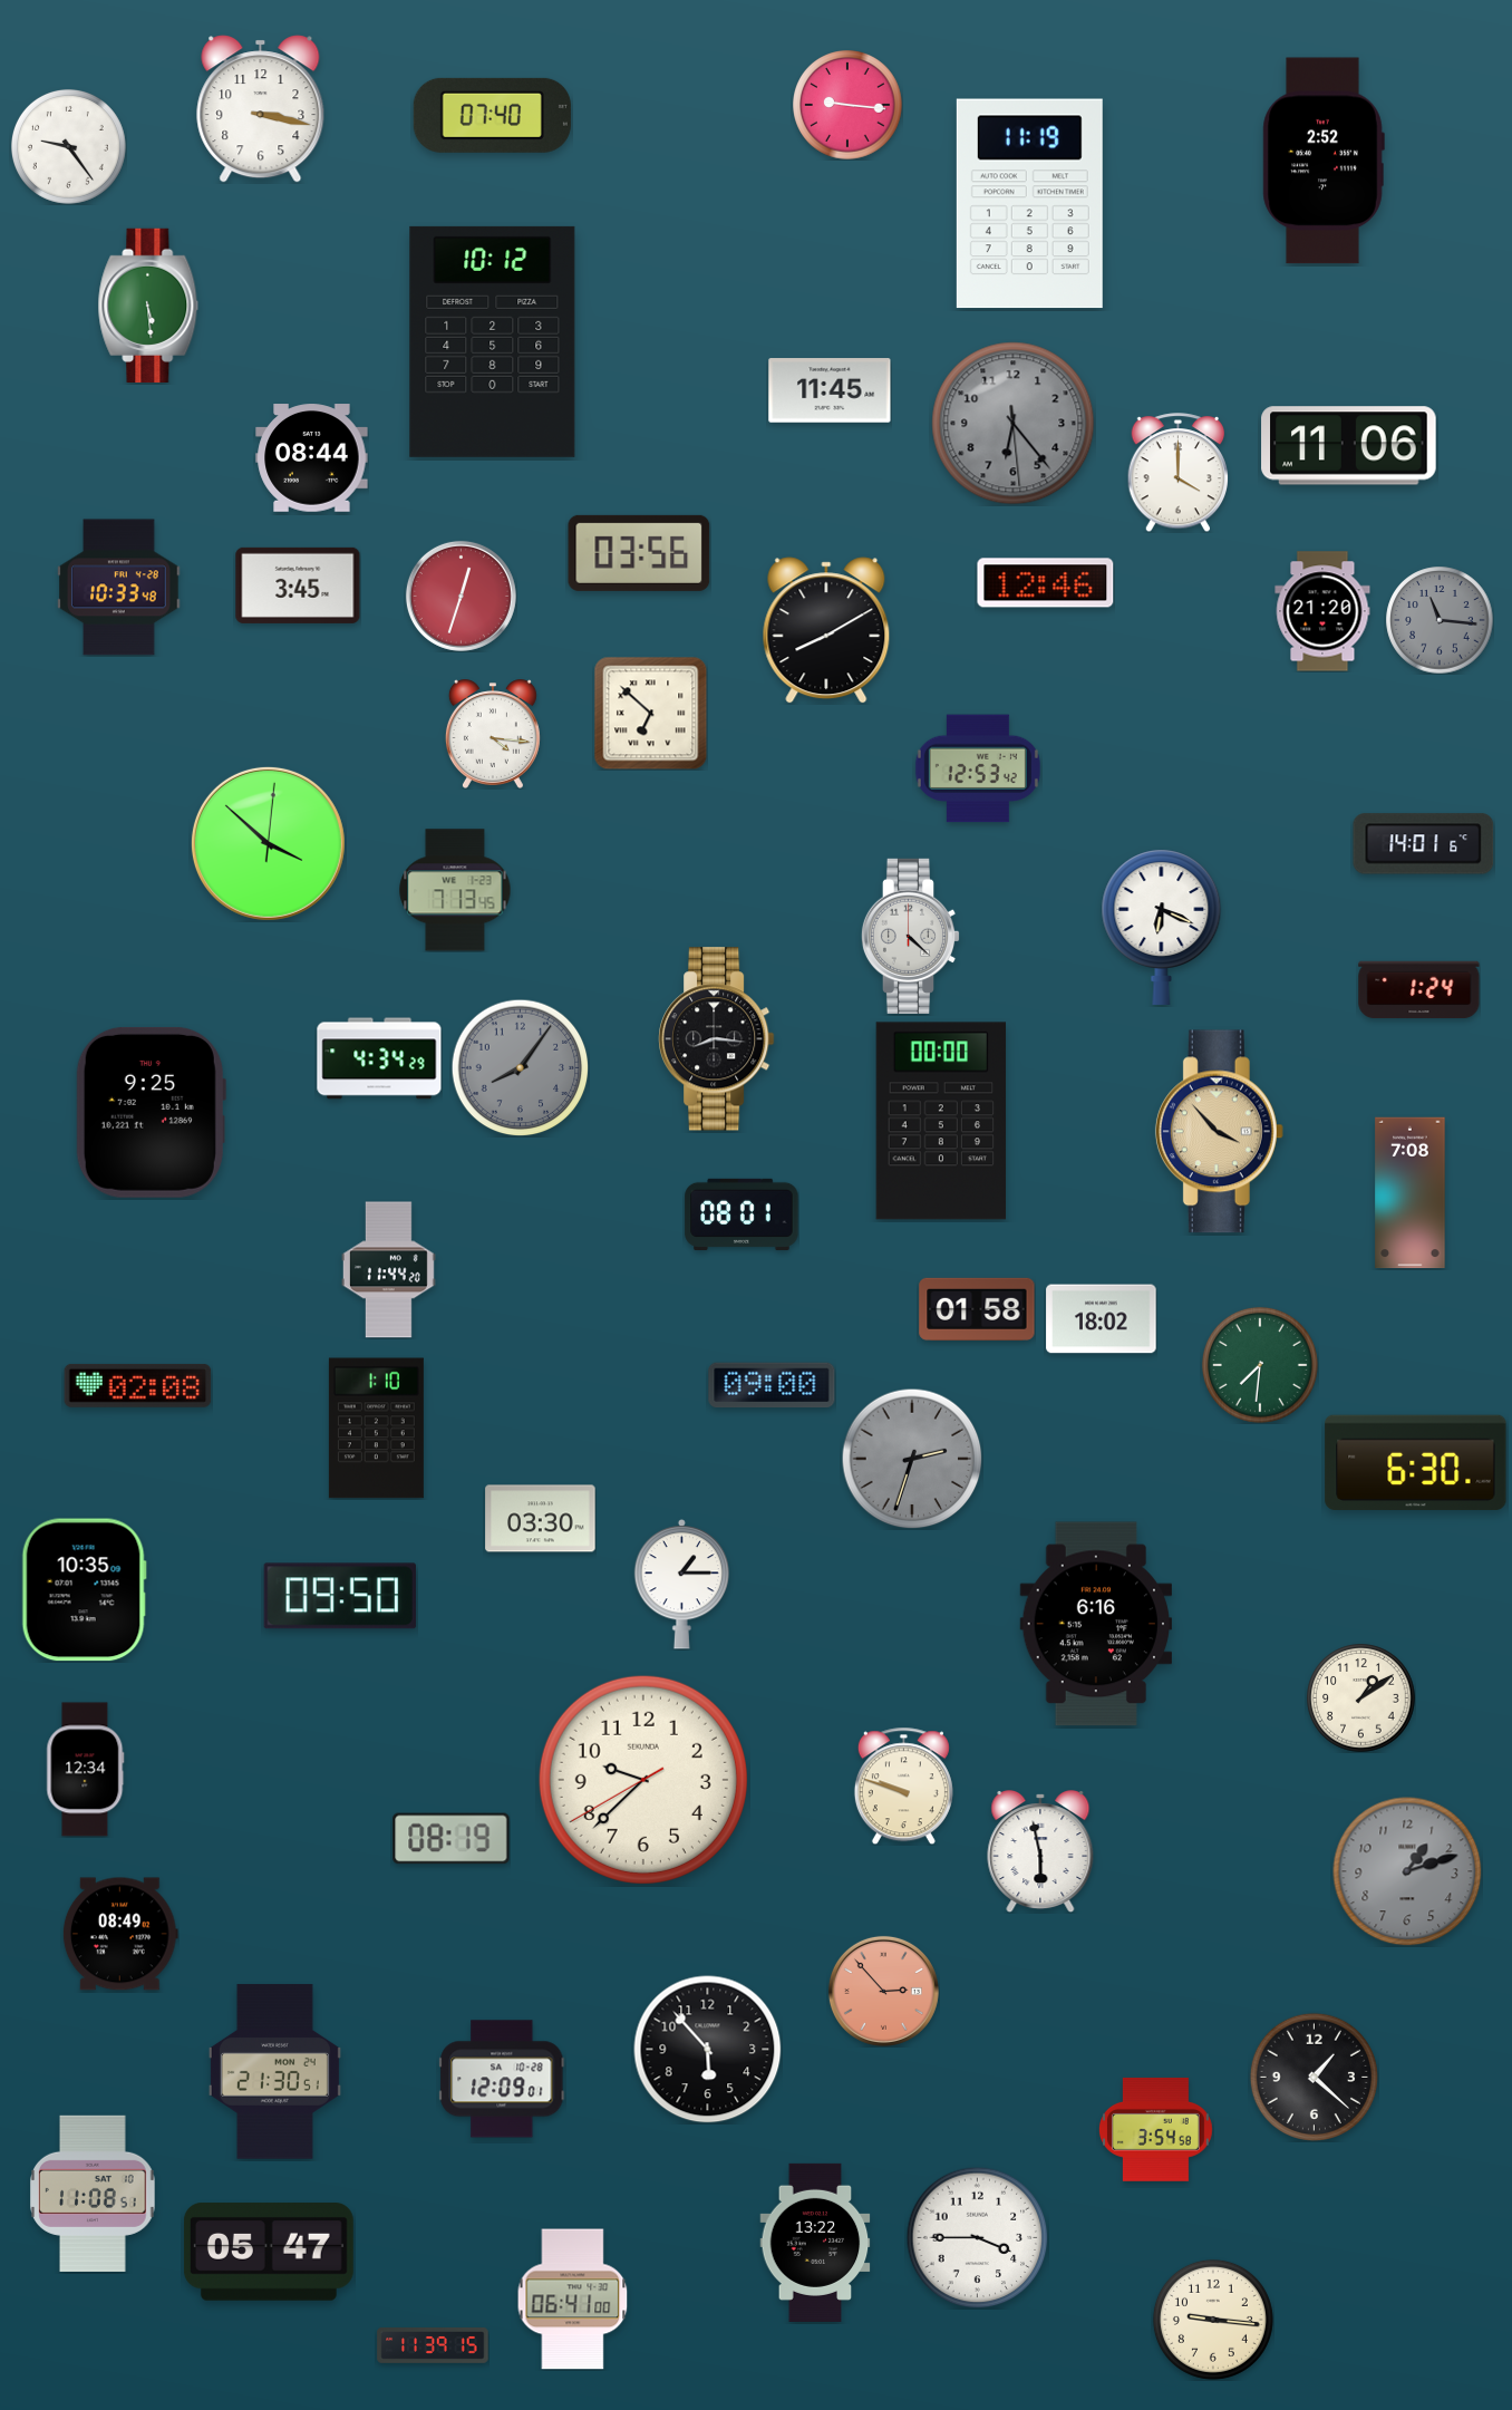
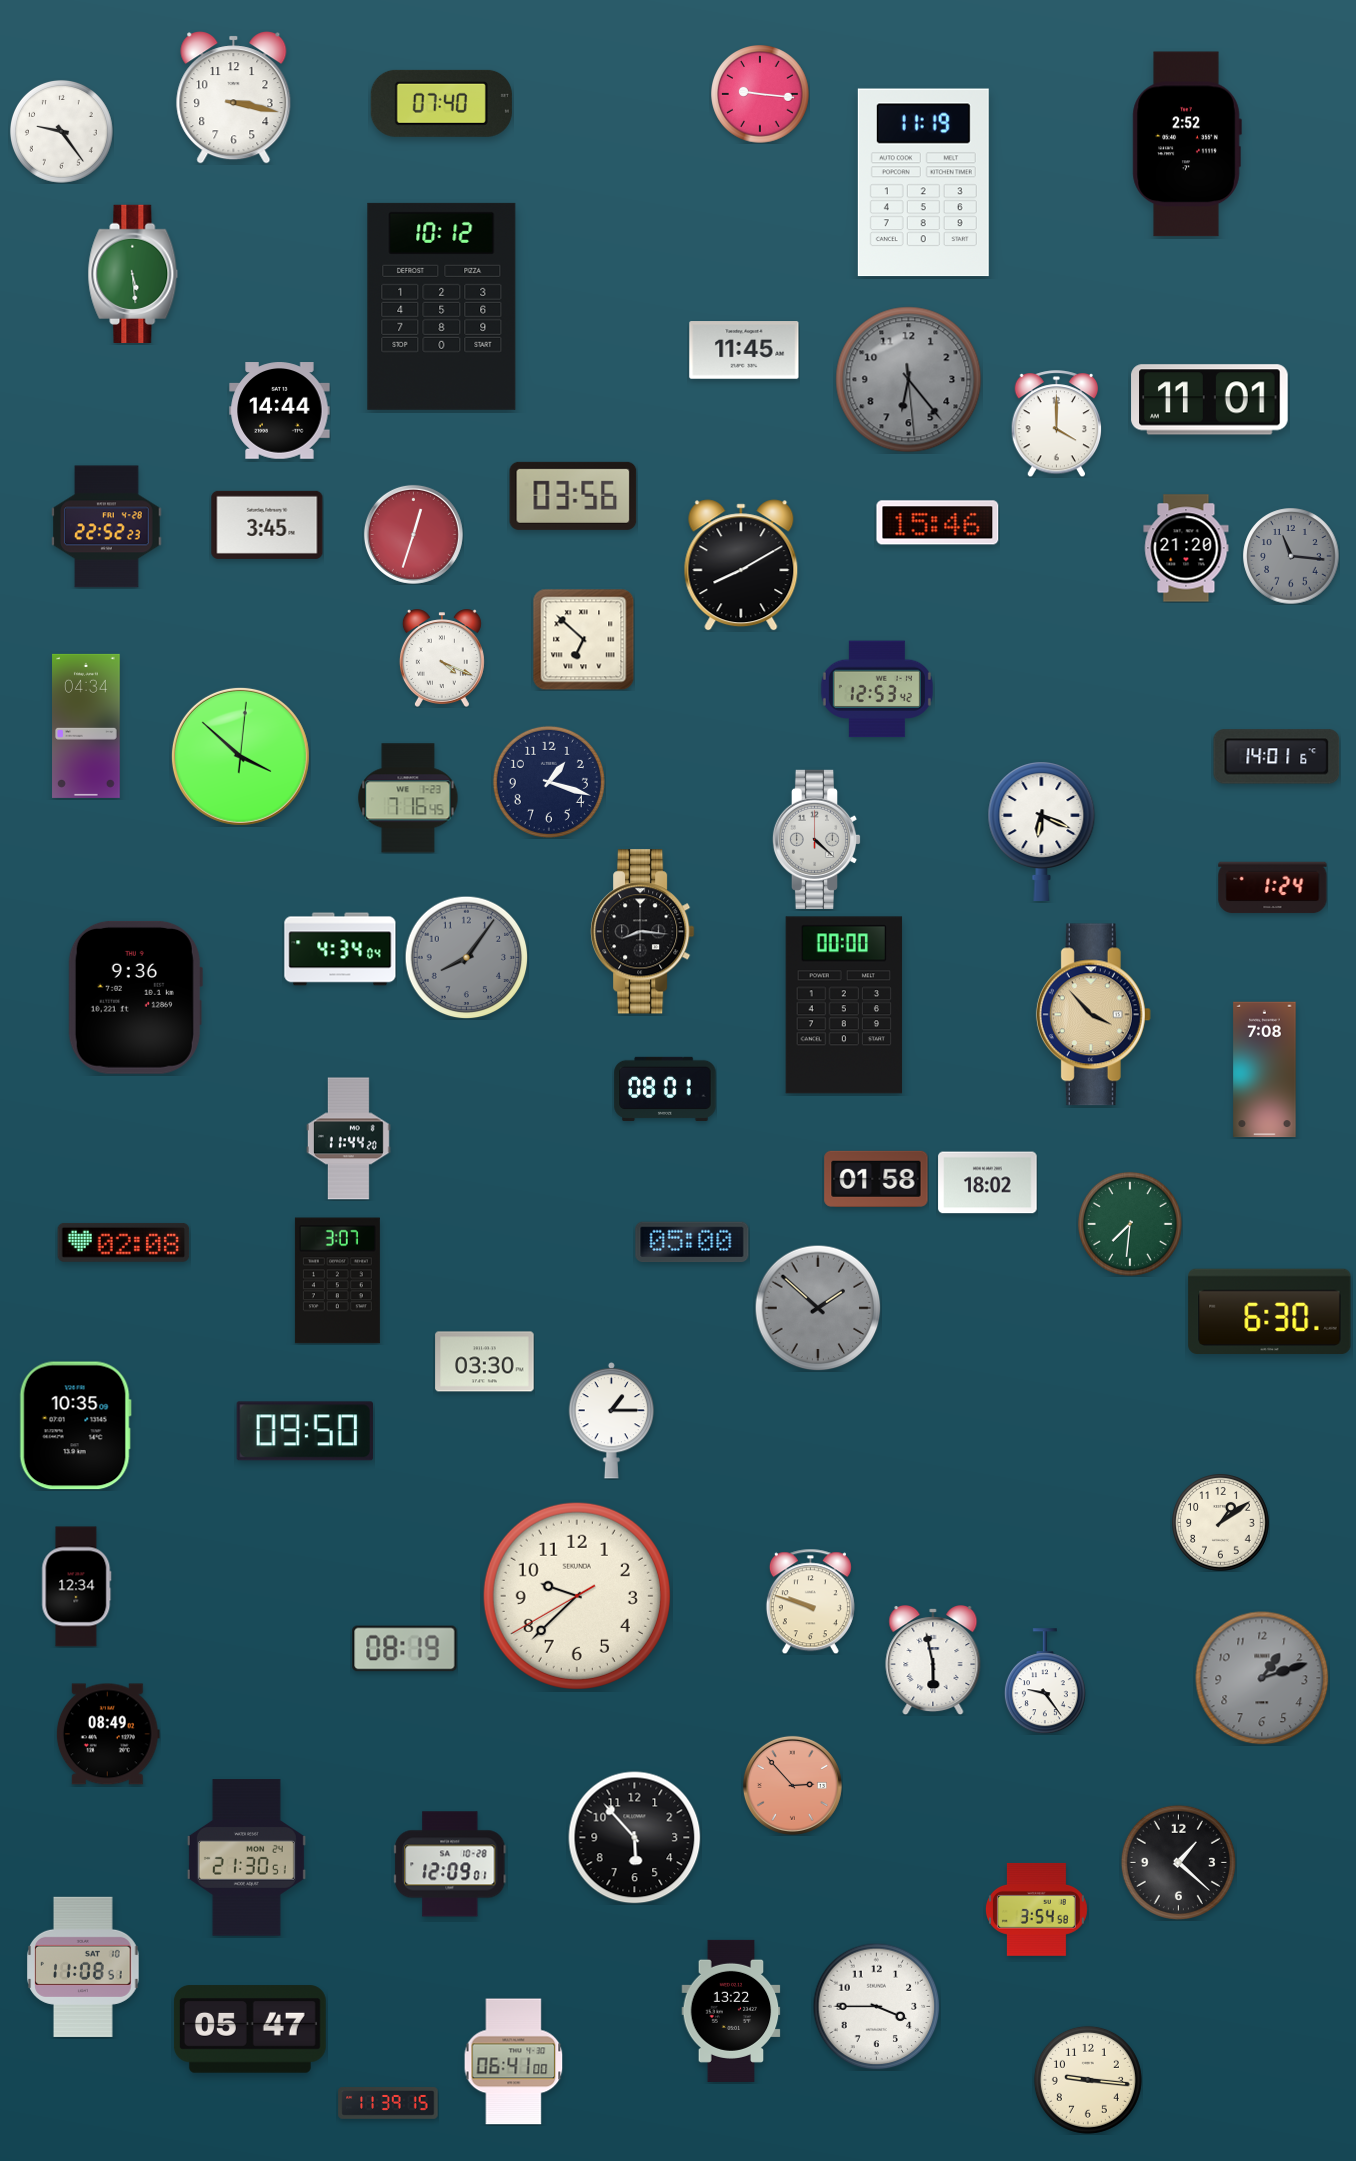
clock at (1349, 446): 11:06 -> 11:01
clock at (312, 458): 08:44 -> 14:44
clock at (1046, 583): 12:46 -> 15:46
clock at (119, 588): 10:33 -> 22:52
clock at (493, 734): 4:16 -> 4:19
clock at (86, 726): none -> 04:34
clock at (549, 782): none -> 1:18
clock at (455, 890): 7:13 -> 7:16
clock at (379, 1058): 4:34:29 -> 4:34:04
clock at (151, 1112): 9:25 -> 9:36
clock at (977, 1309) position: (977, 1309) -> (876, 1179)
clock at (772, 1385): 09:00 -> 05:00
clock at (376, 1429): 1:10 -> 3:07
clock at (912, 1459): 2:33 -> 1:52
clock at (1096, 1624): 6:16 -> none
clock at (1045, 1681): none -> 9:24
clock at (269, 2252) position: (269, 2252) -> (250, 2029)
